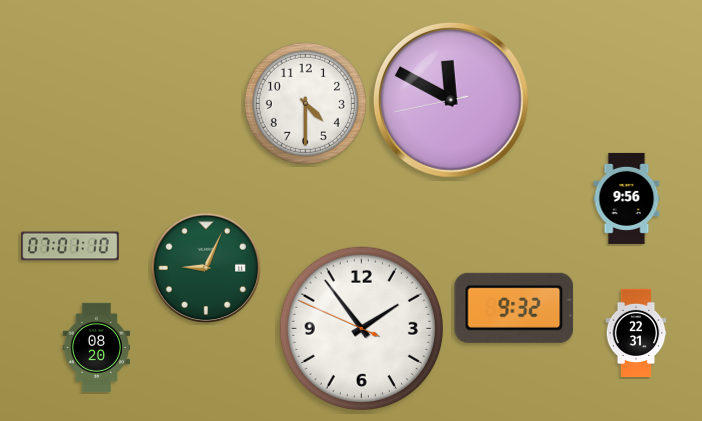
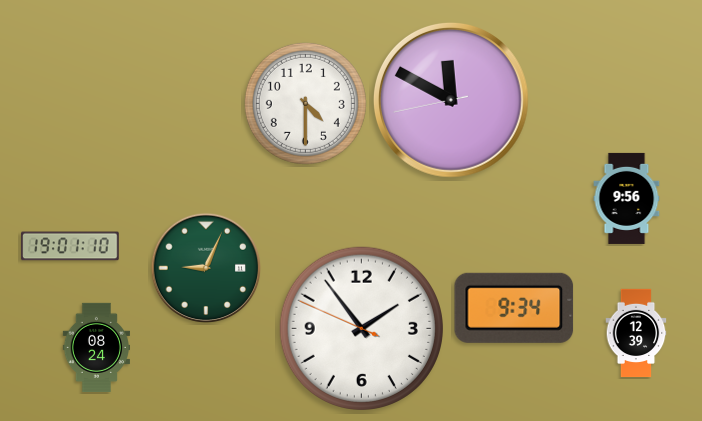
clock at (70, 246): 07:01 -> 19:01
clock at (514, 308): 9:32 -> 9:34
clock at (636, 333): 22:31 -> 12:39
clock at (96, 347): 08:20 -> 08:24
